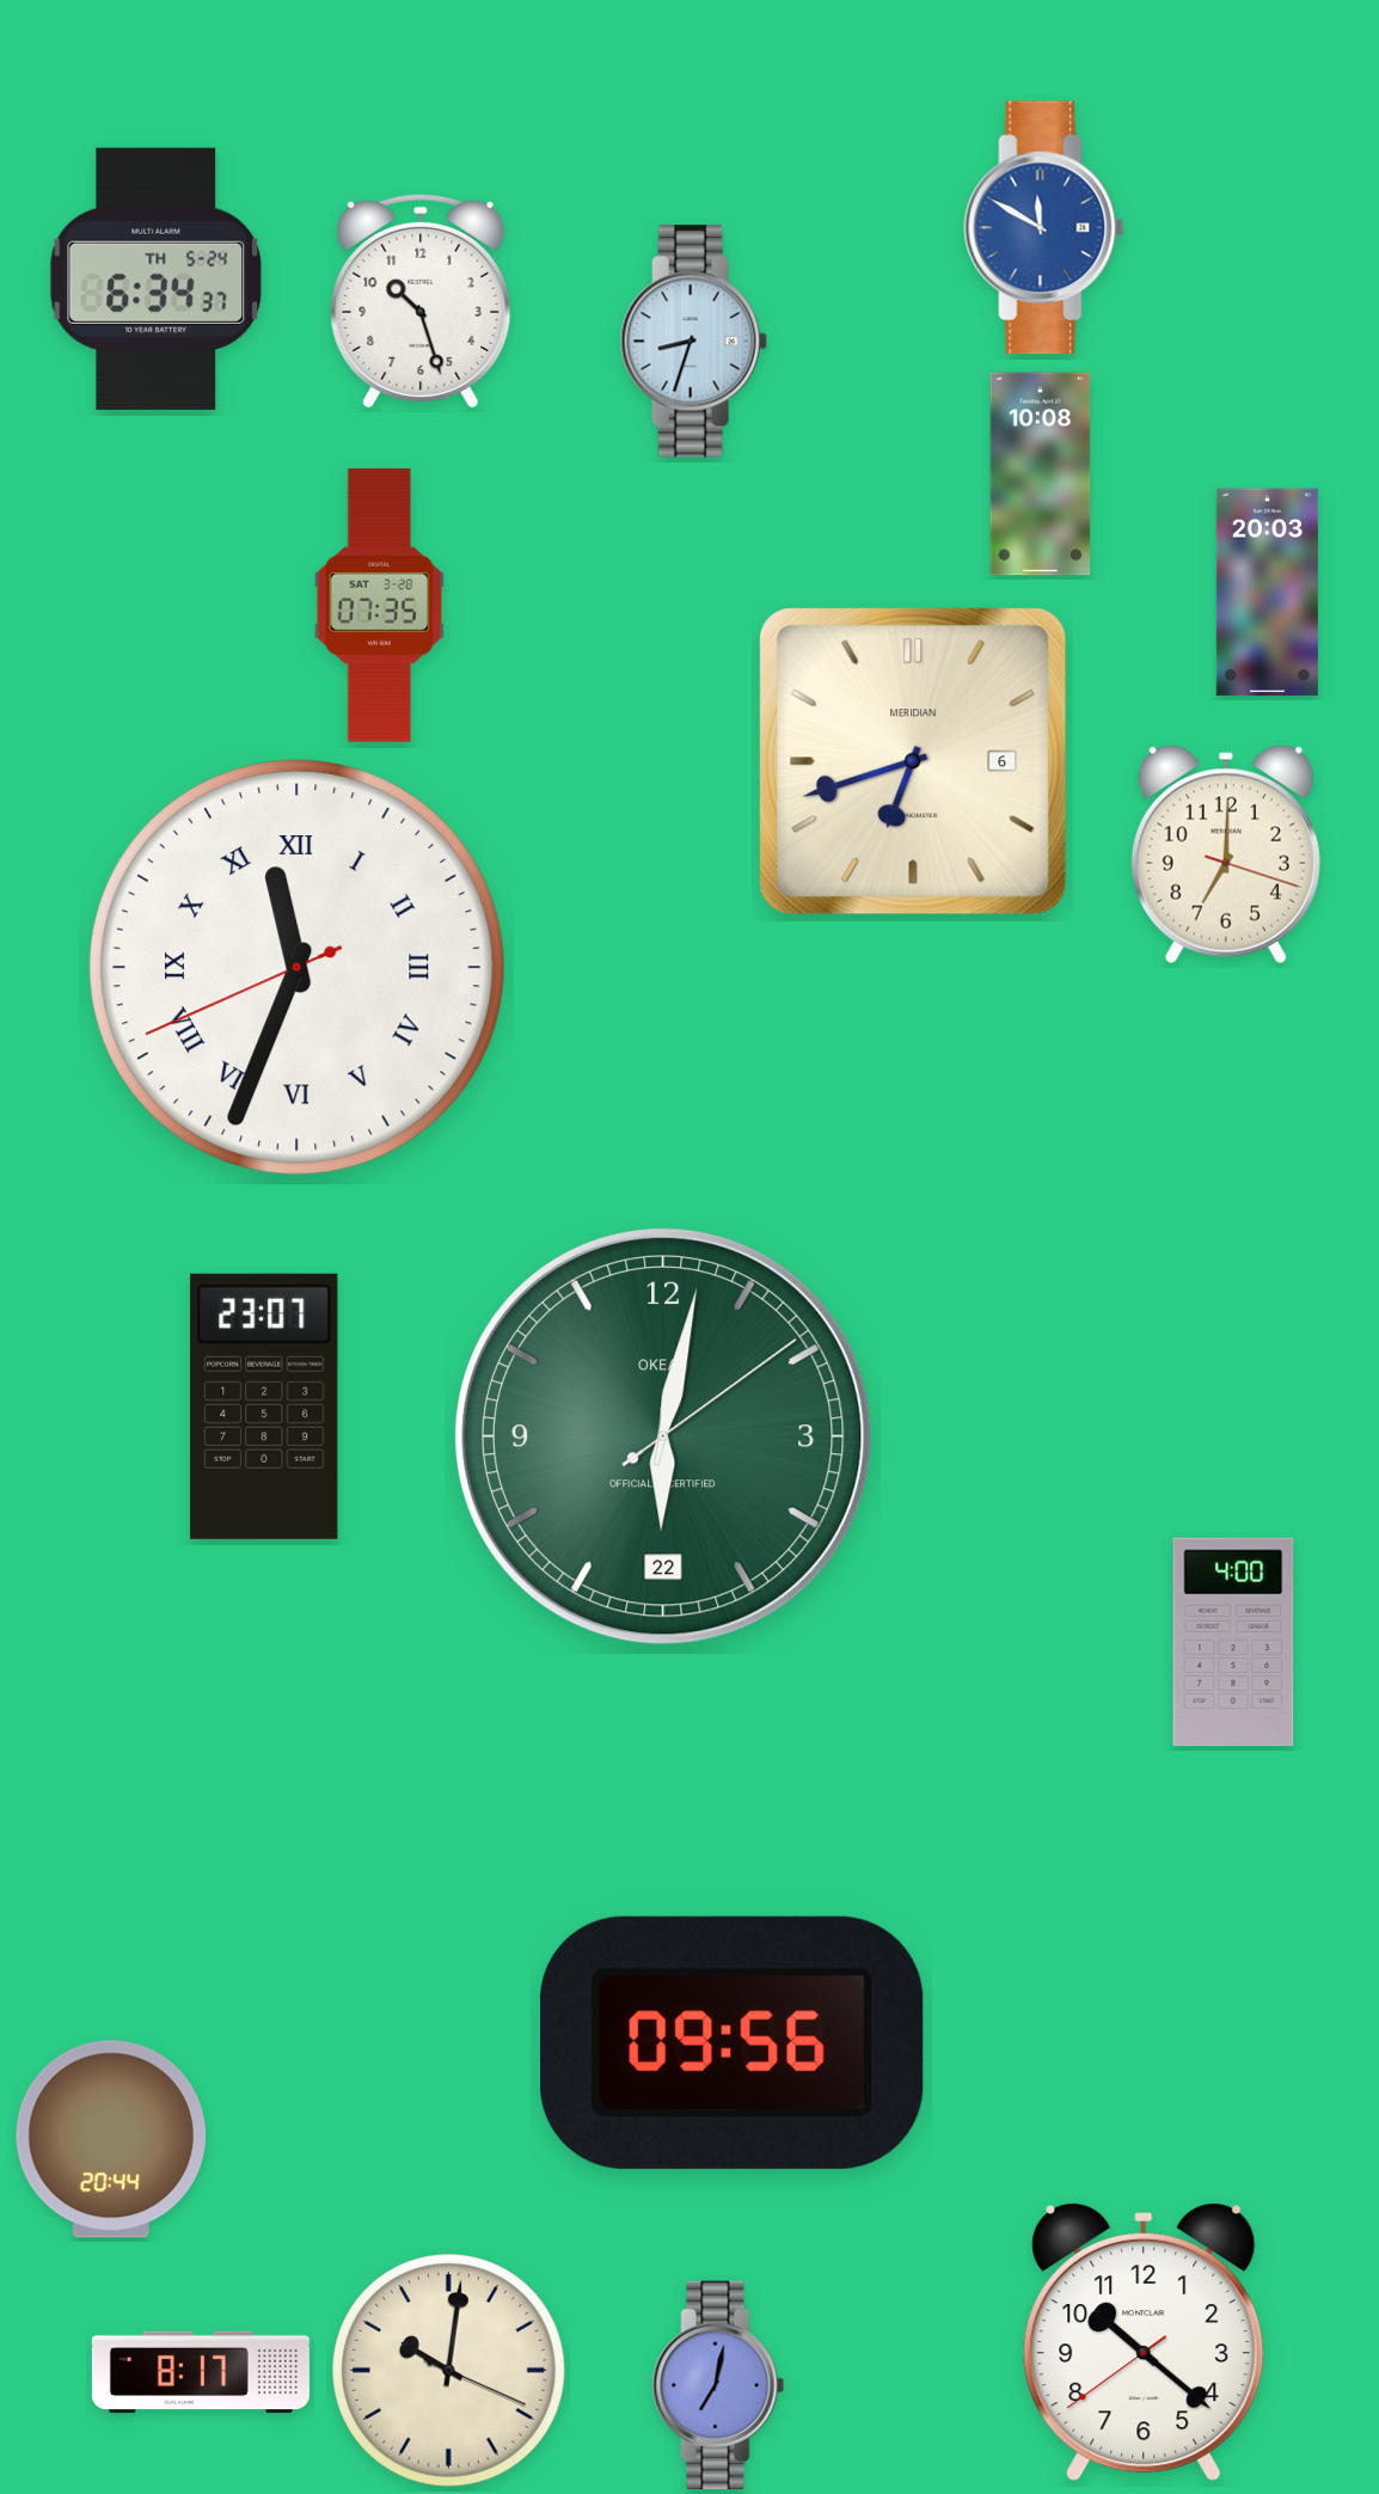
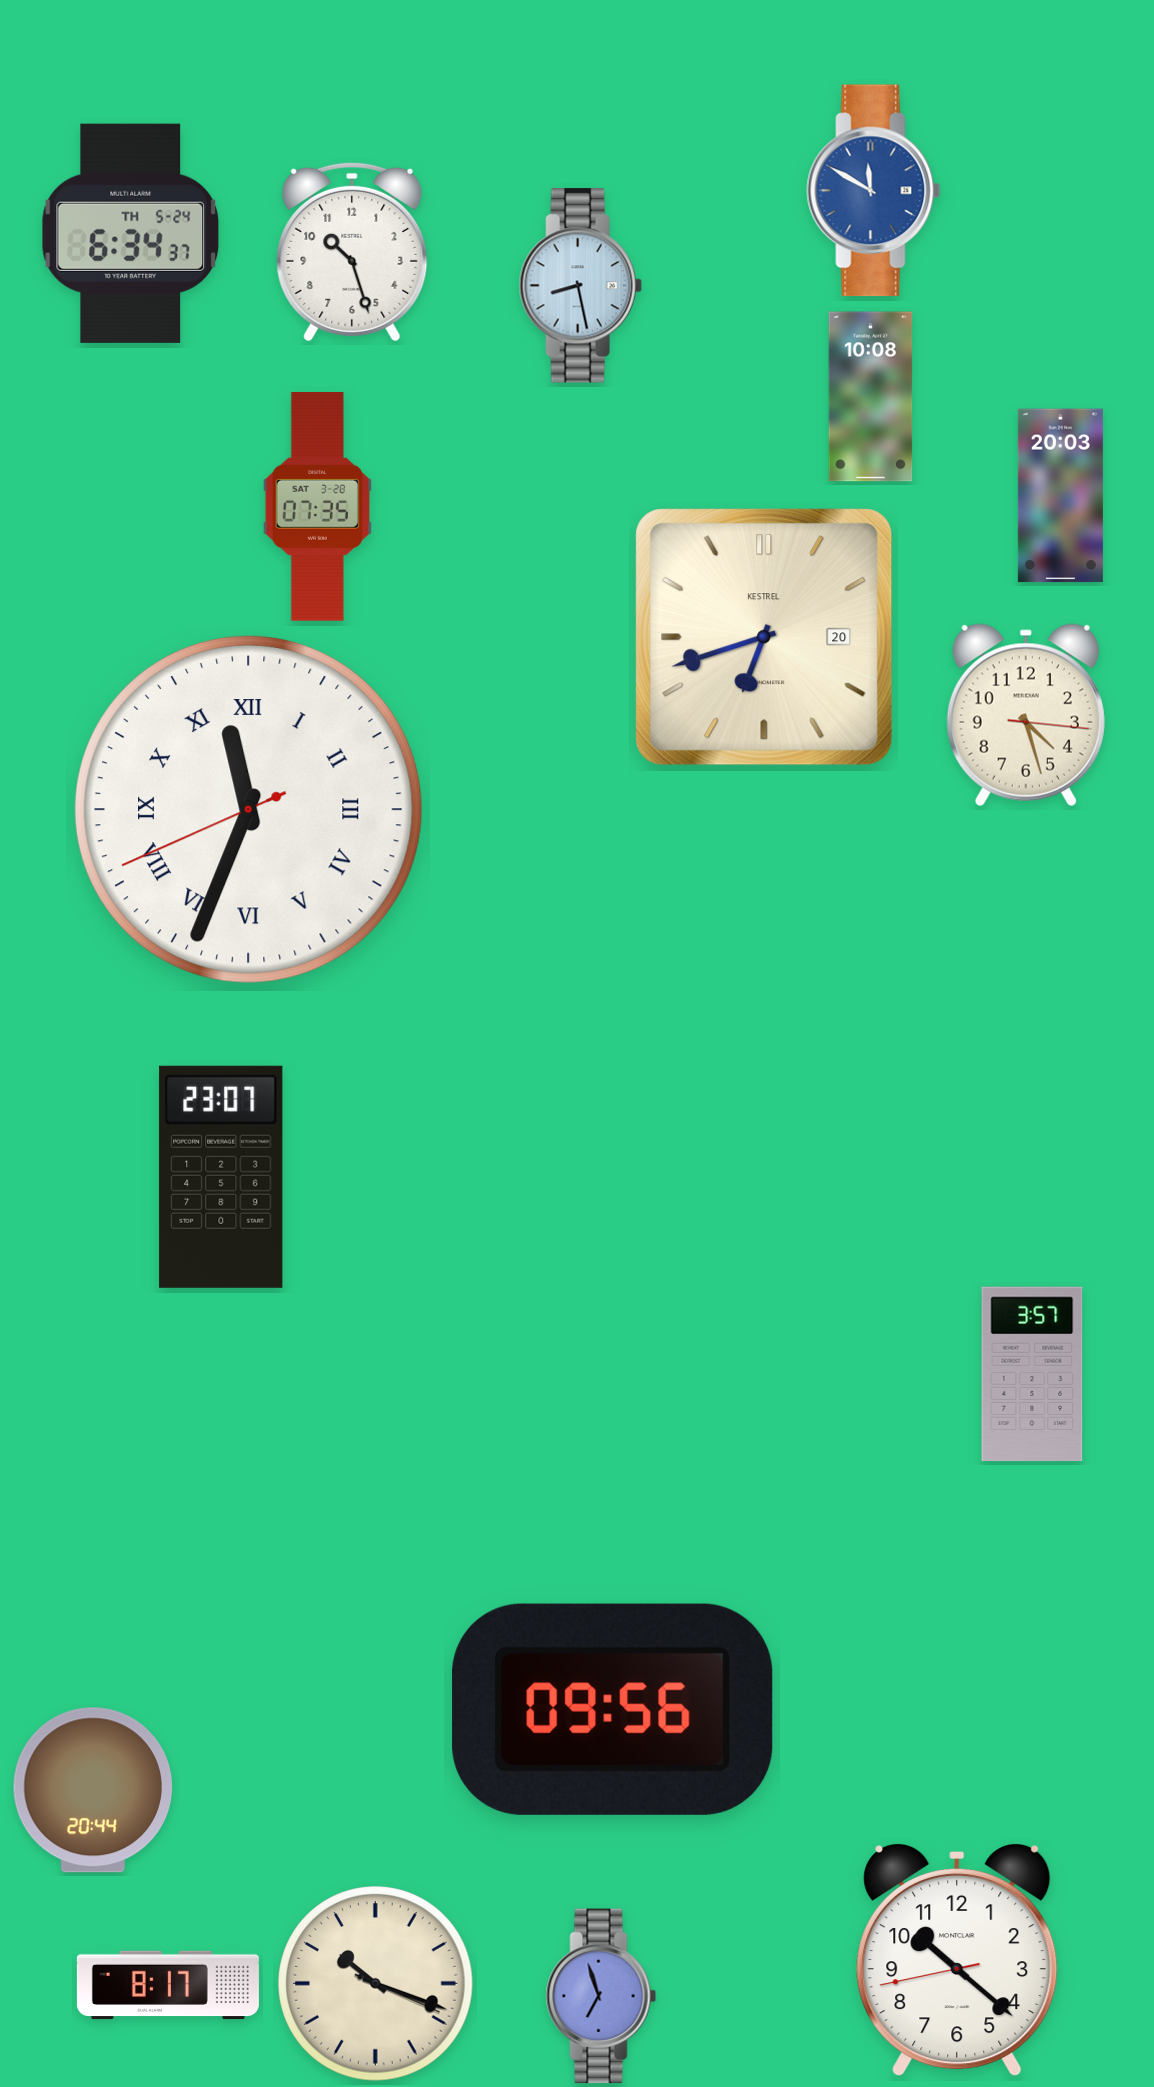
clock at (693, 342): 8:33 -> 8:28
clock at (913, 761) date: 6 -> 20
clock at (913, 761) brand: MERIDIAN -> KESTREL
clock at (1226, 854): 7:00 -> 4:27
clock at (663, 1436): 6:02 -> none
clock at (1233, 1642): 4:00 -> 3:57
clock at (1144, 2342): 10:21:39 -> 10:21:43
clock at (449, 2371): 10:01 -> 10:18
clock at (718, 2385): 7:02 -> 6:57
